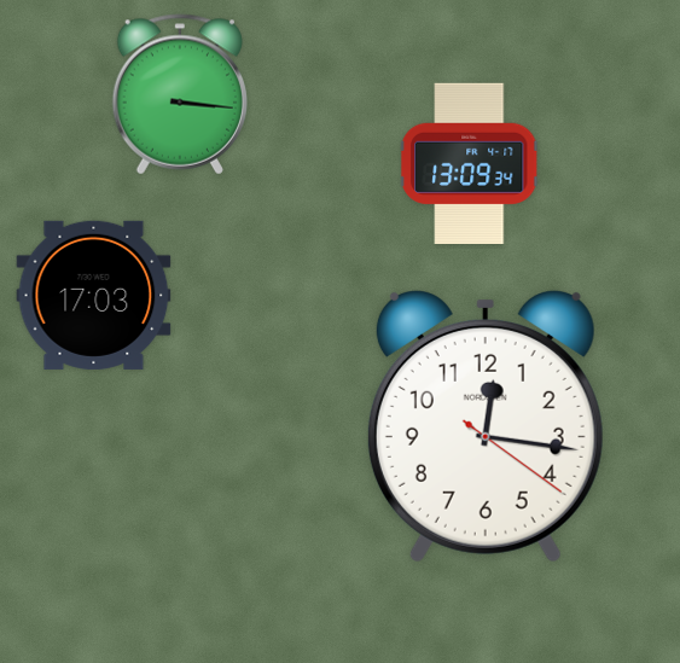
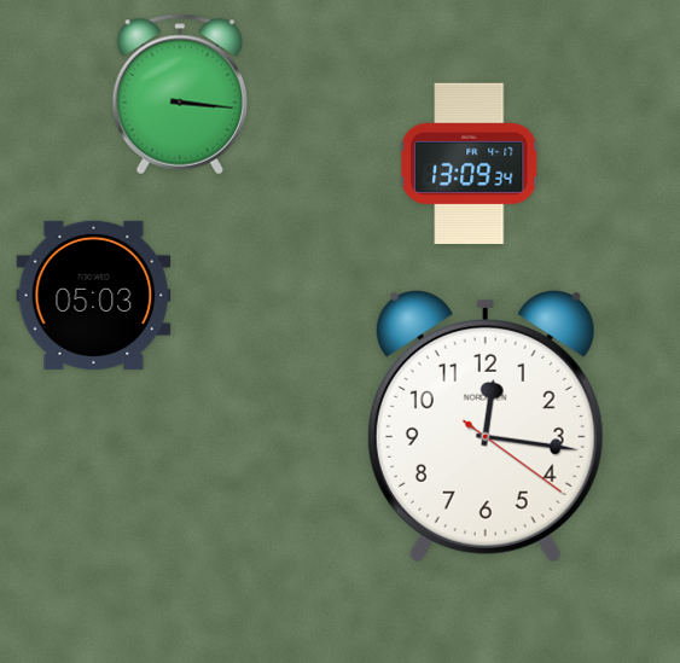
clock at (94, 295): 17:03 -> 05:03
